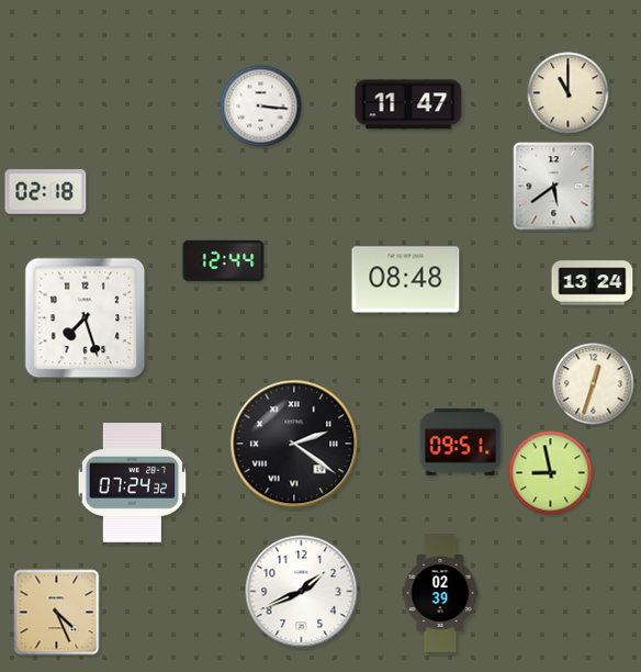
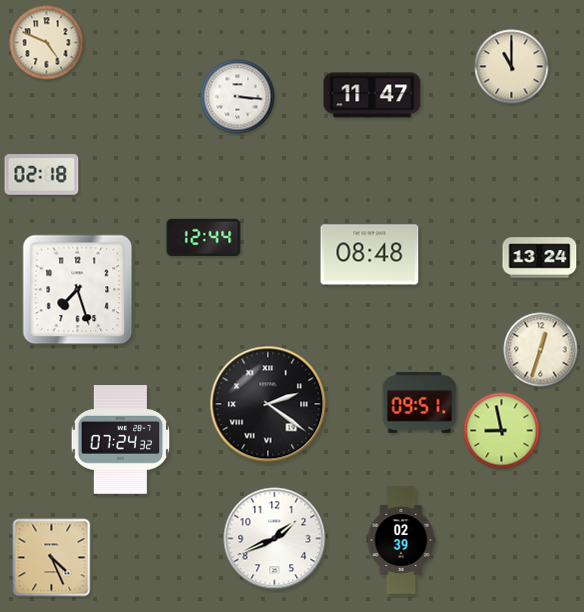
clock at (47, 43): none -> 4:49
clock at (569, 93) position: (569, 93) -> (512, 67)
clock at (554, 187): 5:39 -> none
